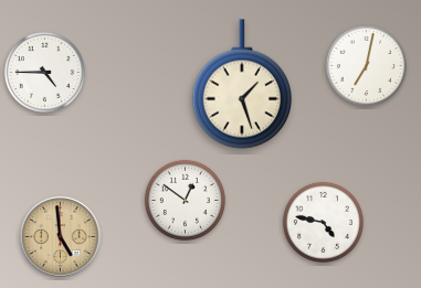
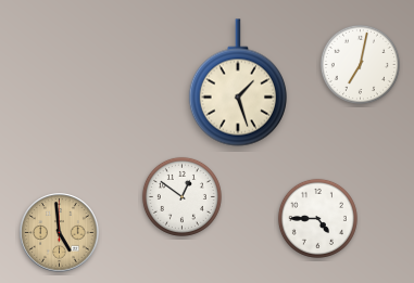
clock at (44, 72): 4:45 -> none
clock at (323, 222): 4:47 -> 4:45
